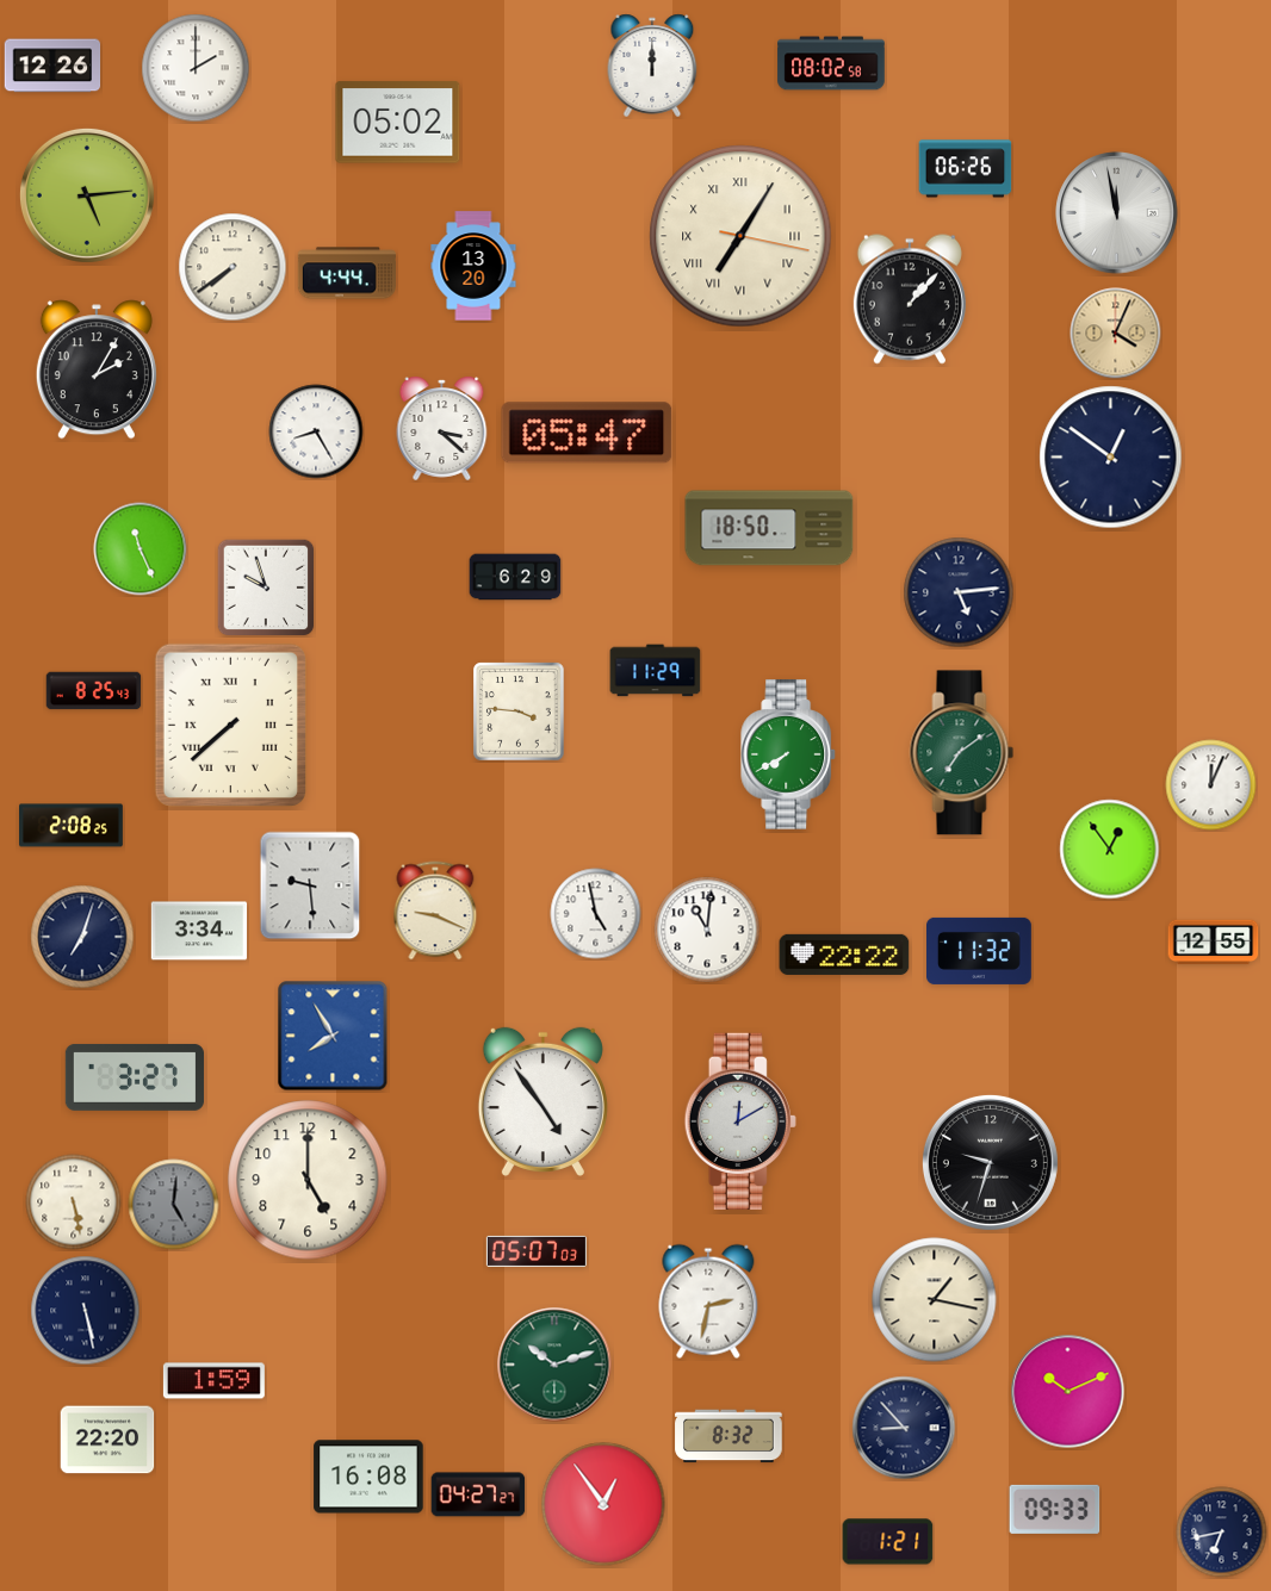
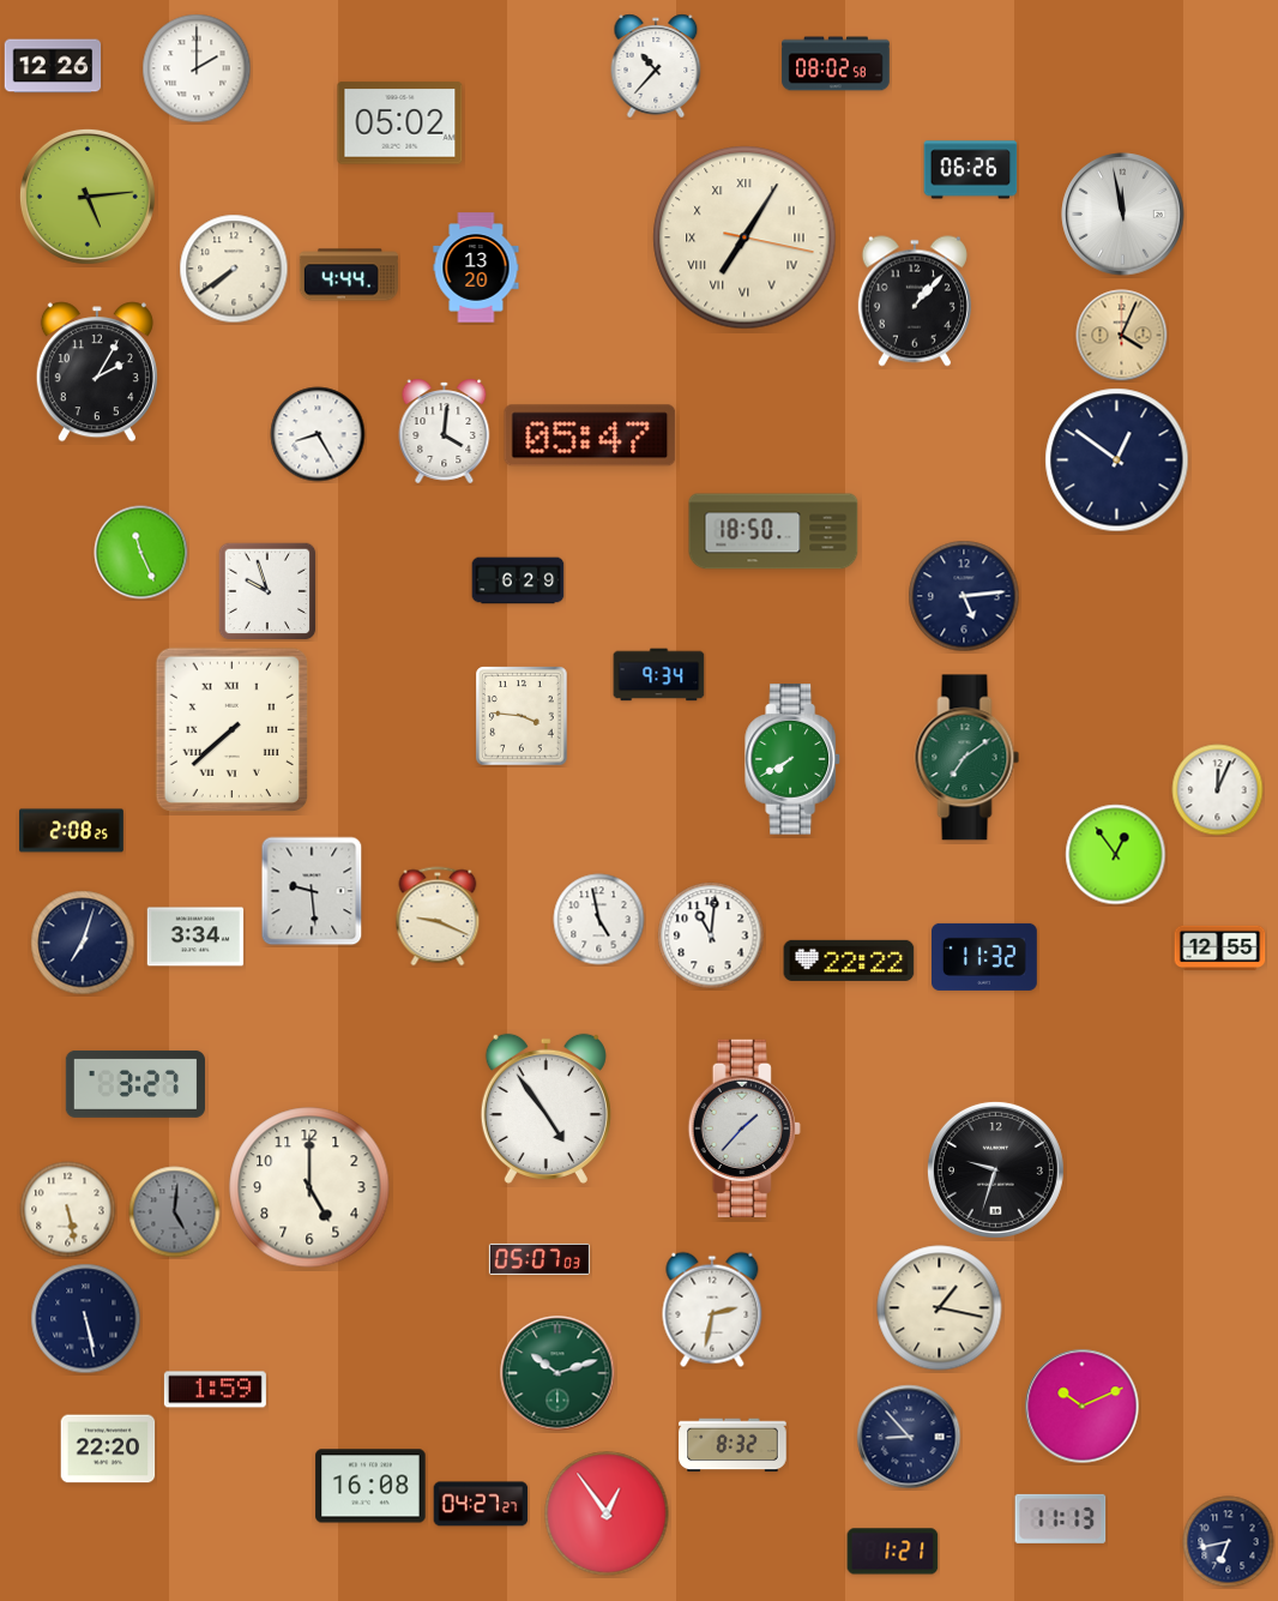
clock at (652, 66): 12:00 -> 10:37
clock at (442, 428): 3:22 -> 4:01
clock at (656, 671): 11:29 -> 9:34
clock at (94, 691): 8:25 -> none
clock at (199, 931) position: (199, 931) -> (195, 937)
clock at (333, 1036): 7:55 -> none
clock at (740, 1121): 12:10 -> 1:37
clock at (74, 1202) position: (74, 1202) -> (68, 1210)
clock at (1068, 1392) position: (1068, 1392) -> (1083, 1407)
clock at (1055, 1509): 09:33 -> 11:13
